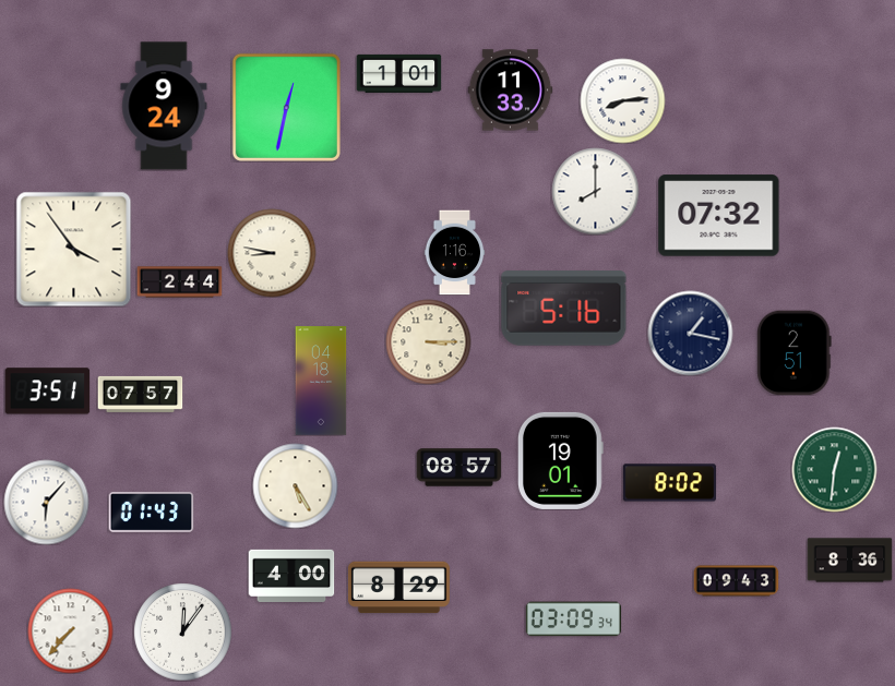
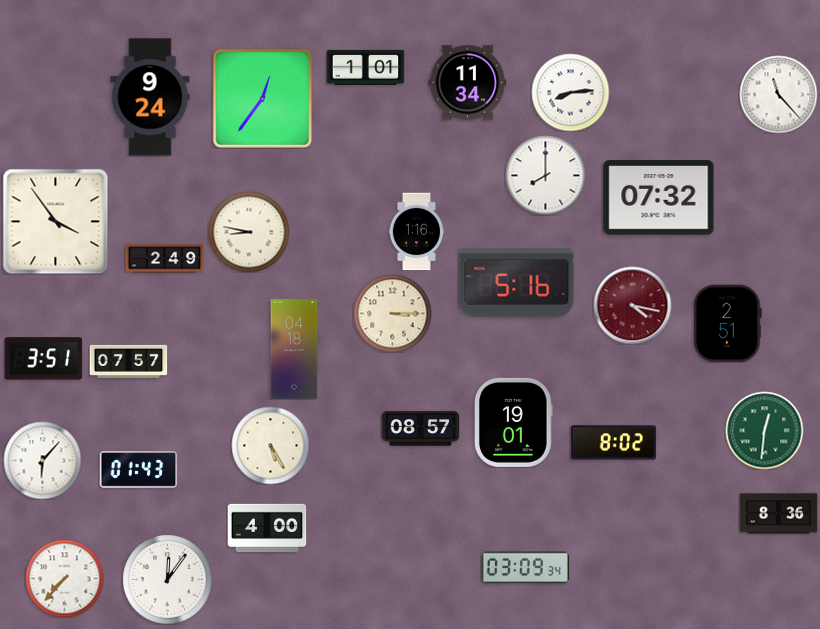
clock at (510, 91): 11:33 -> 11:34
clock at (778, 94): none -> 11:23
clock at (286, 107): 12:32 -> 12:36
clock at (73, 249) position: (73, 249) -> (55, 221)
clock at (179, 282): 2:44 -> 2:49
clock at (690, 333): 1:17 -> 4:17
clock at (690, 333) dial: navy -> burgundy
clock at (736, 581): 09:43 -> none
clock at (398, 588): 8:29 -> none
